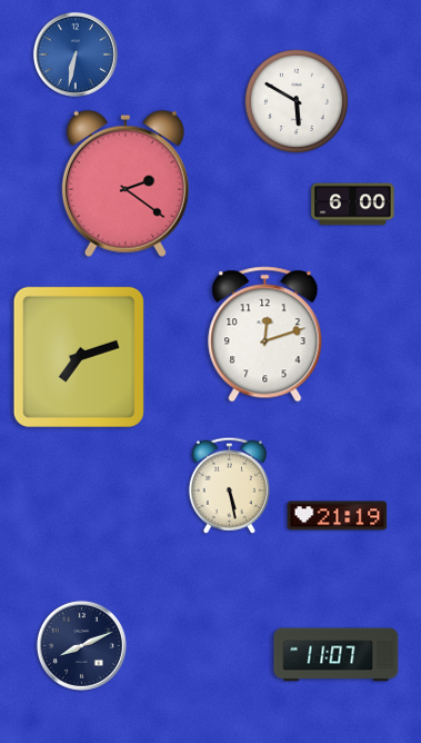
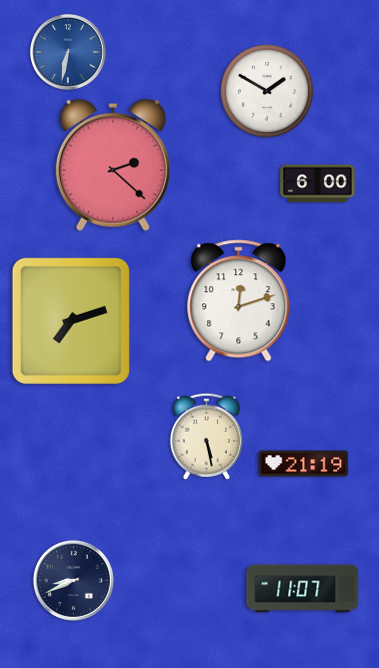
clock at (76, 55) position: (76, 55) -> (68, 52)
clock at (297, 101): 5:50 -> 1:50
clock at (126, 184): 2:21 -> 2:22
clock at (81, 645): 8:11 -> 8:41
